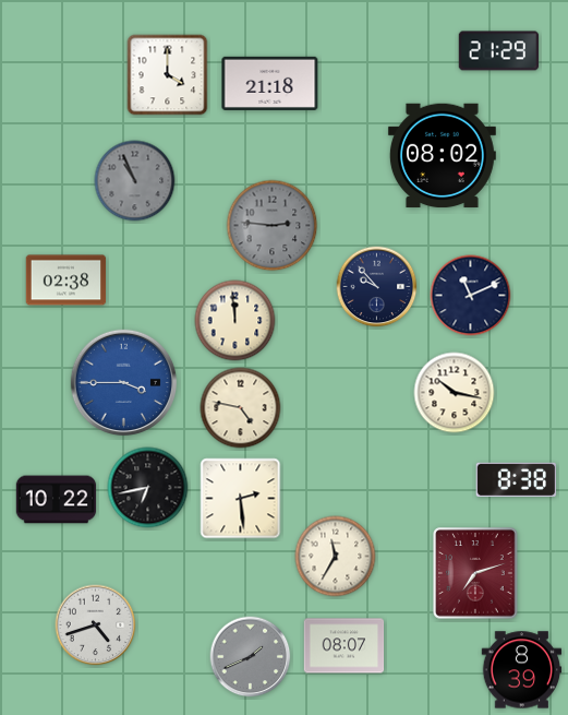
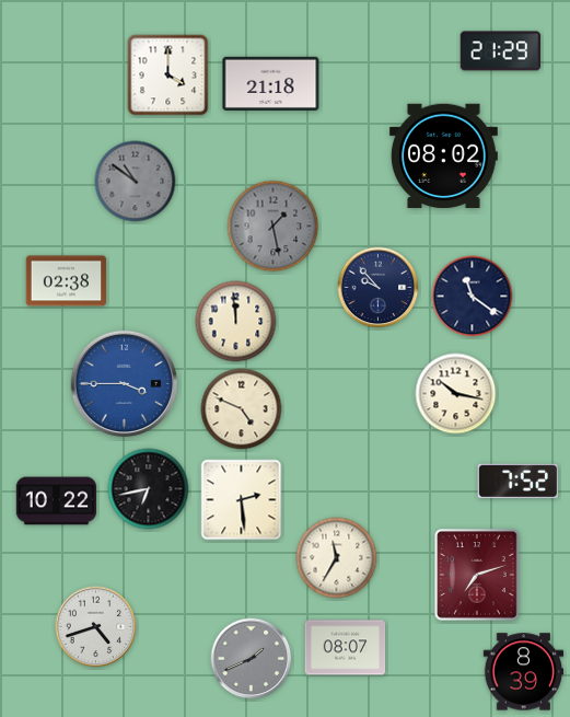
clock at (135, 181): 10:56 -> 10:51
clock at (273, 226): 2:46 -> 1:28
clock at (471, 296): 11:11 -> 11:21
clock at (241, 408): 4:47 -> 4:49
clock at (516, 479): 8:38 -> 7:52
